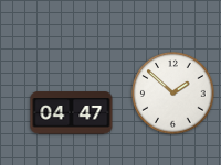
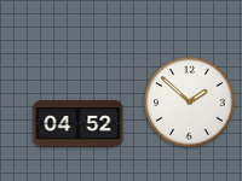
clock at (72, 113): 04:47 -> 04:52
